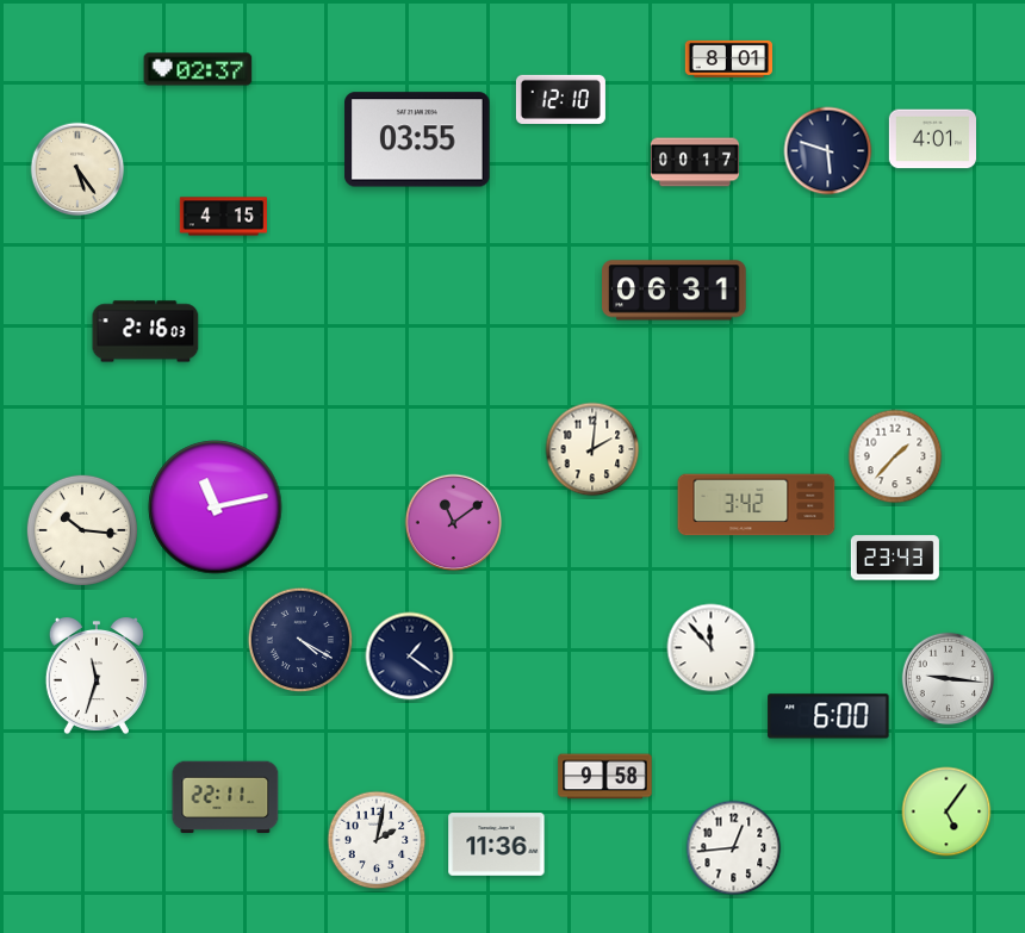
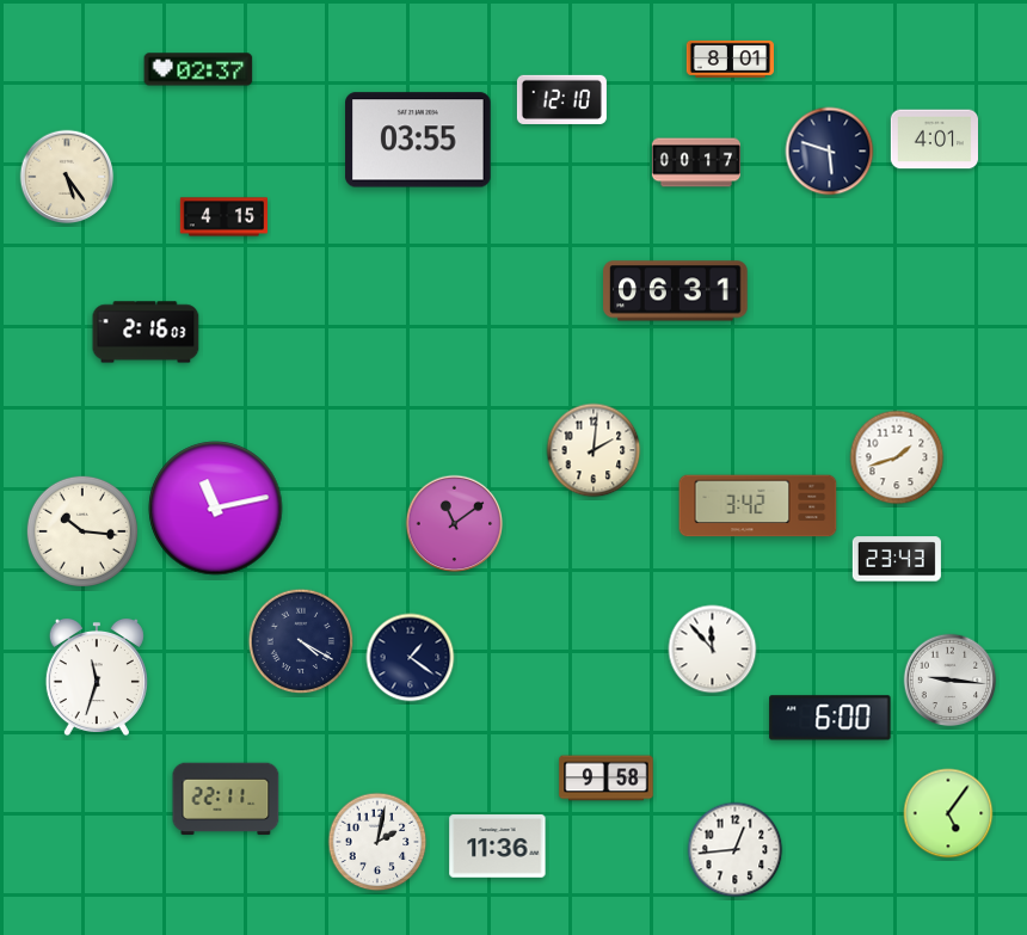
clock at (77, 169) position: (77, 169) -> (67, 177)
clock at (895, 456): 1:37 -> 1:42
